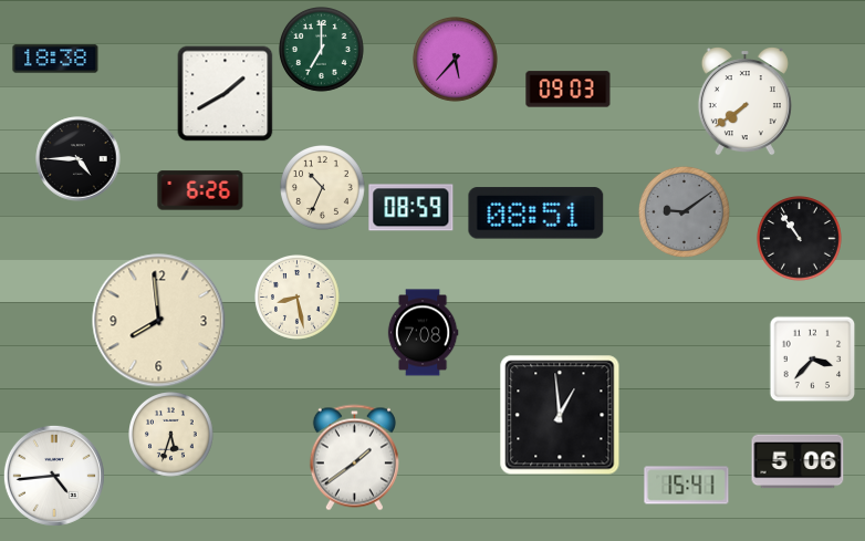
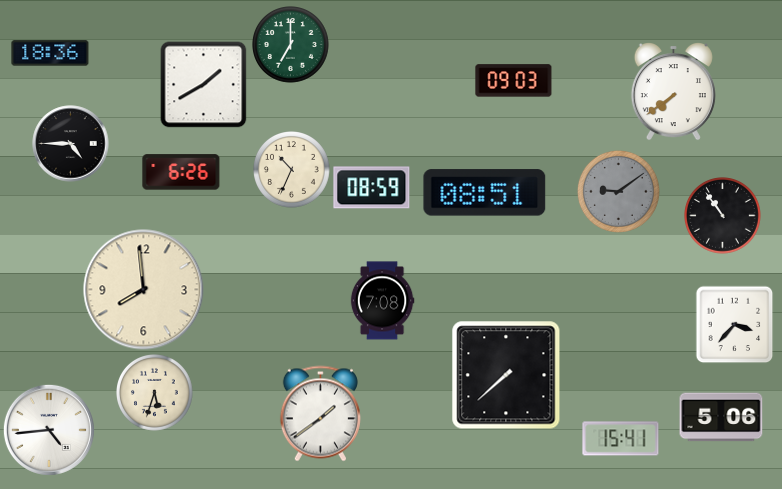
clock at (55, 59): 18:38 -> 18:36
clock at (456, 60): 5:37 -> none
clock at (298, 298): 8:28 -> none
clock at (560, 415): 12:59 -> 7:38
